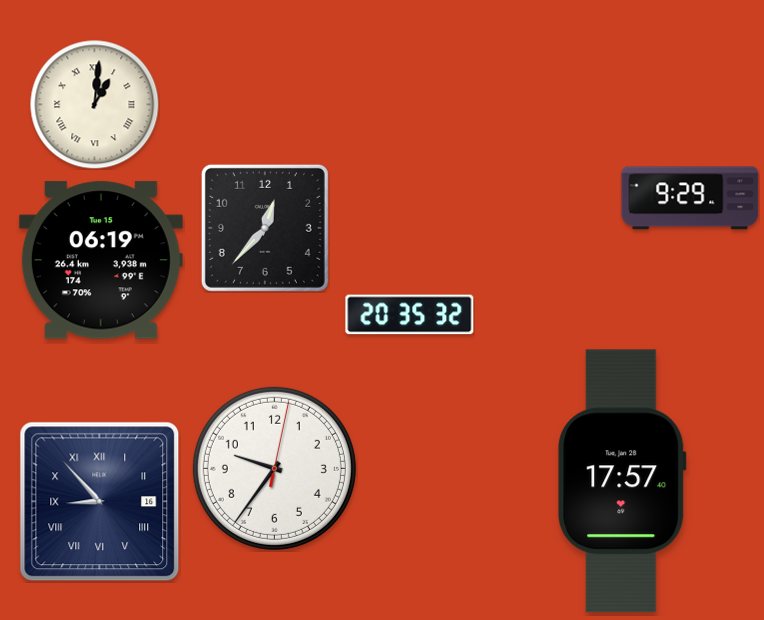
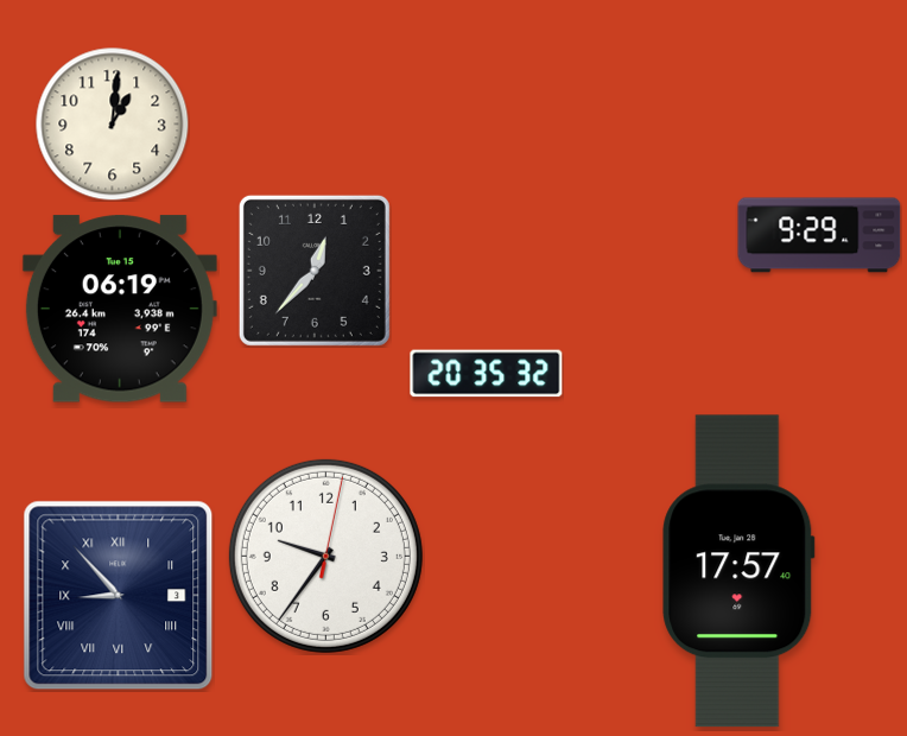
clock at (94, 104) numerals: Roman -> Arabic
clock at (100, 502) date: 16 -> 3
